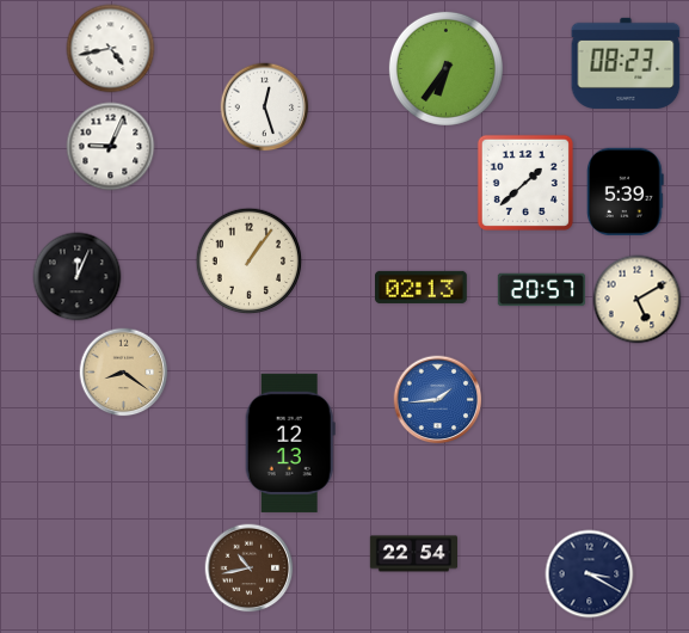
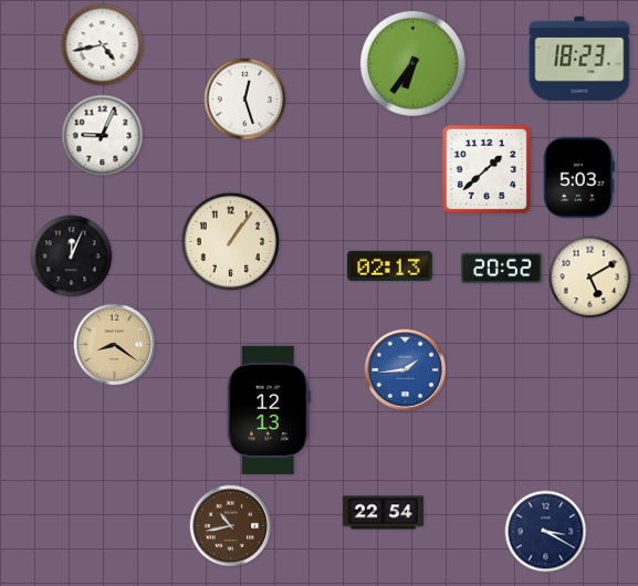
clock at (626, 63): 08:23 -> 18:23
clock at (626, 191): 5:39 -> 5:03
clock at (541, 290): 20:57 -> 20:52
